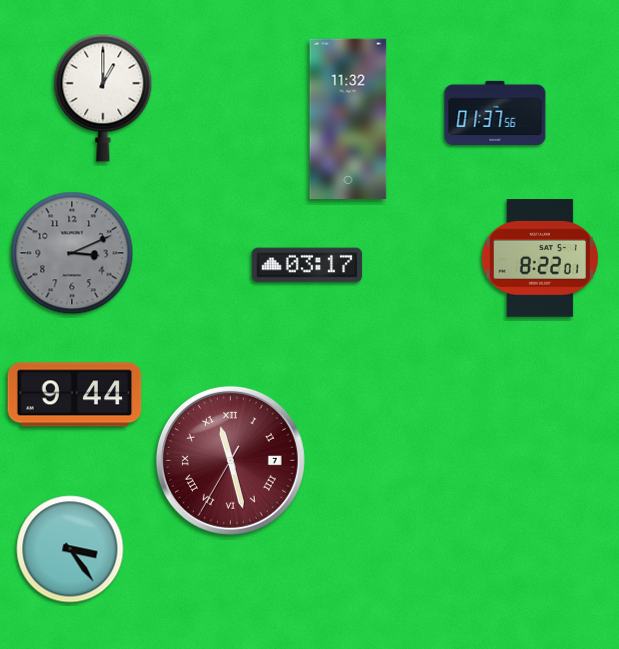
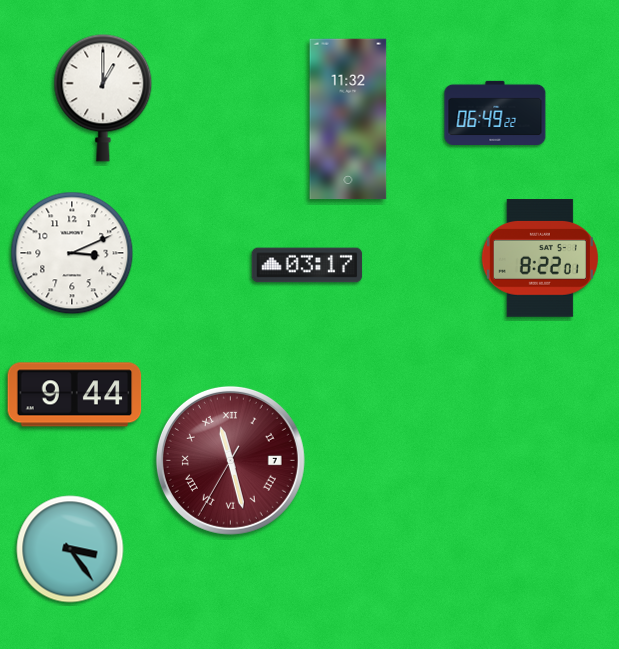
clock at (495, 112): 01:37 -> 06:49
clock at (72, 253) dial: grey -> white
